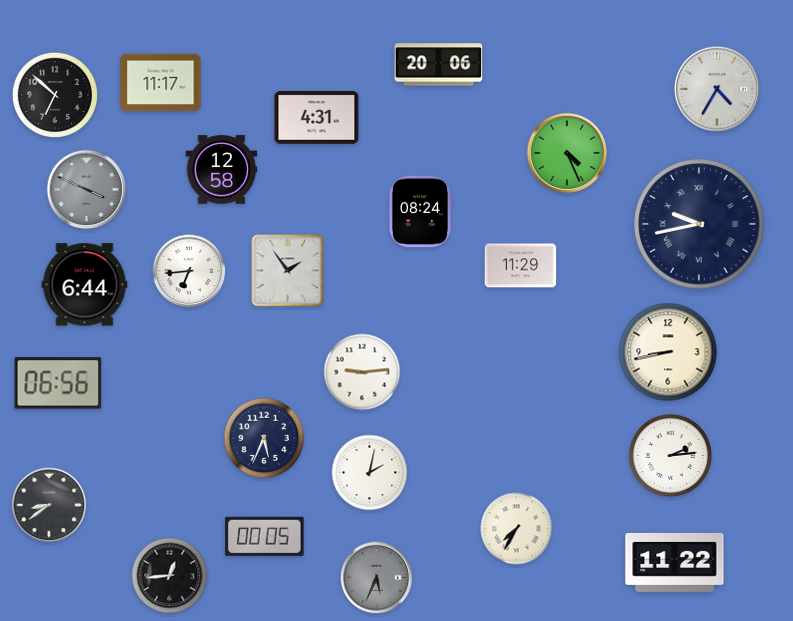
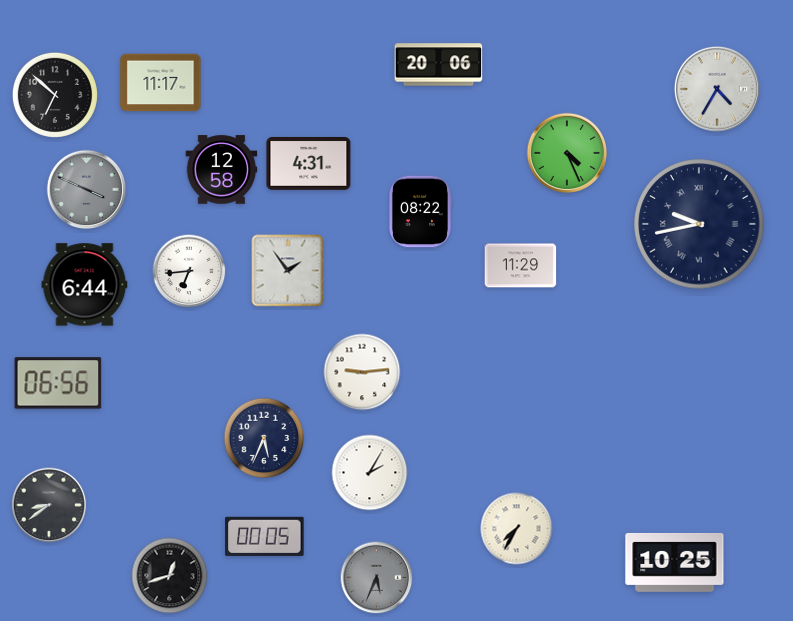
clock at (317, 117) position: (317, 117) -> (309, 163)
clock at (420, 212): 08:24 -> 08:22
clock at (668, 352): 8:43 -> none
clock at (671, 456): 2:14 -> none
clock at (370, 473): 2:02 -> 2:05
clock at (675, 563): 11:22 -> 10:25
clock at (170, 576): 12:44 -> 12:42
